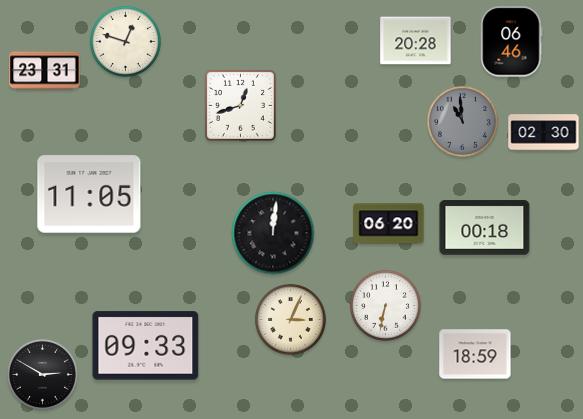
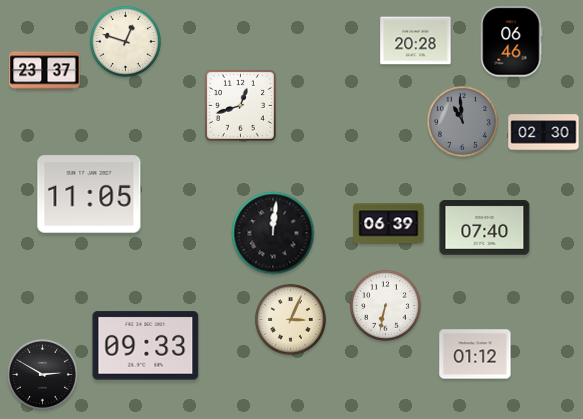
clock at (45, 71): 23:31 -> 23:37
clock at (389, 224): 06:20 -> 06:39
clock at (485, 228): 00:18 -> 07:40
clock at (475, 354): 18:59 -> 01:12
